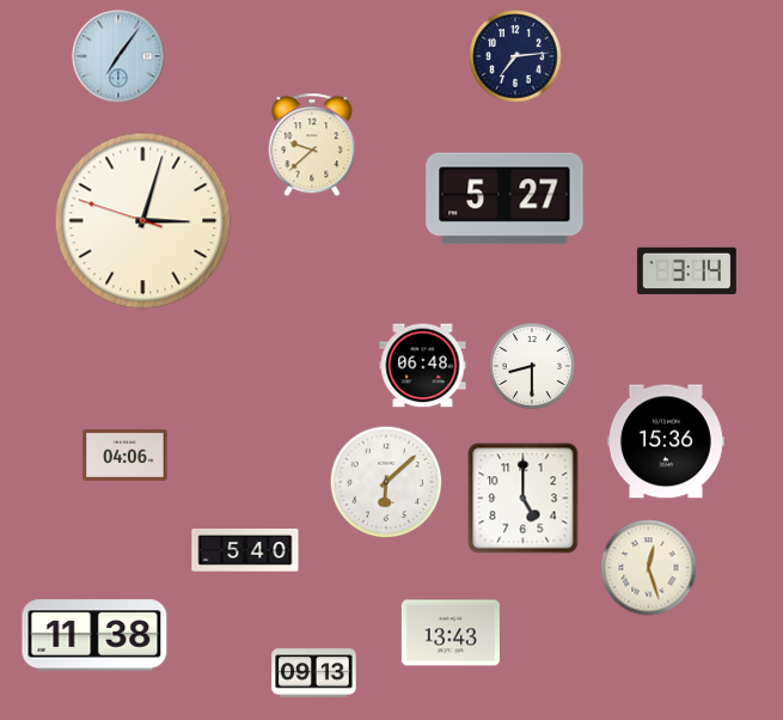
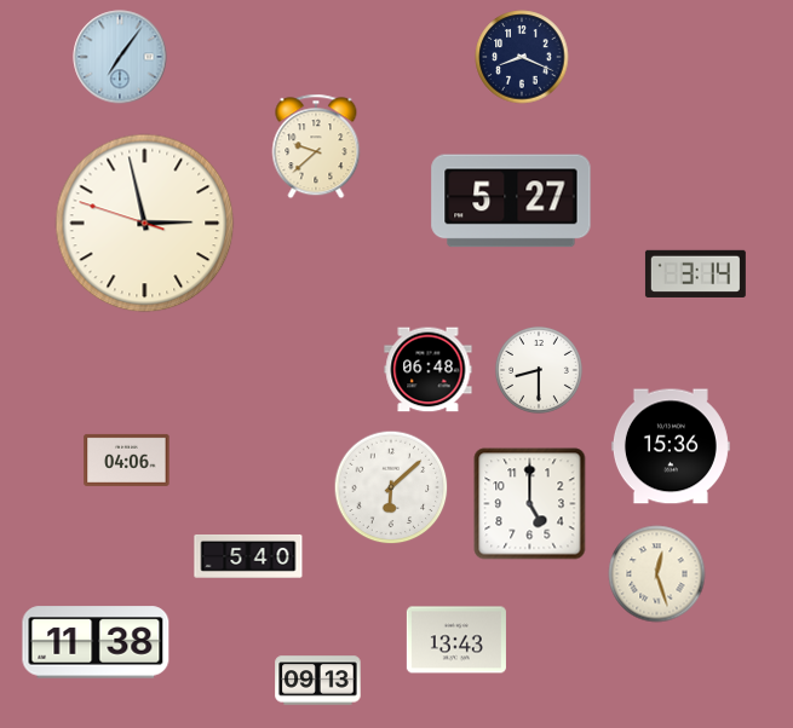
clock at (515, 56): 7:14 -> 8:19
clock at (143, 221): 3:02 -> 2:57
clock at (666, 441) position: (666, 441) -> (671, 446)
